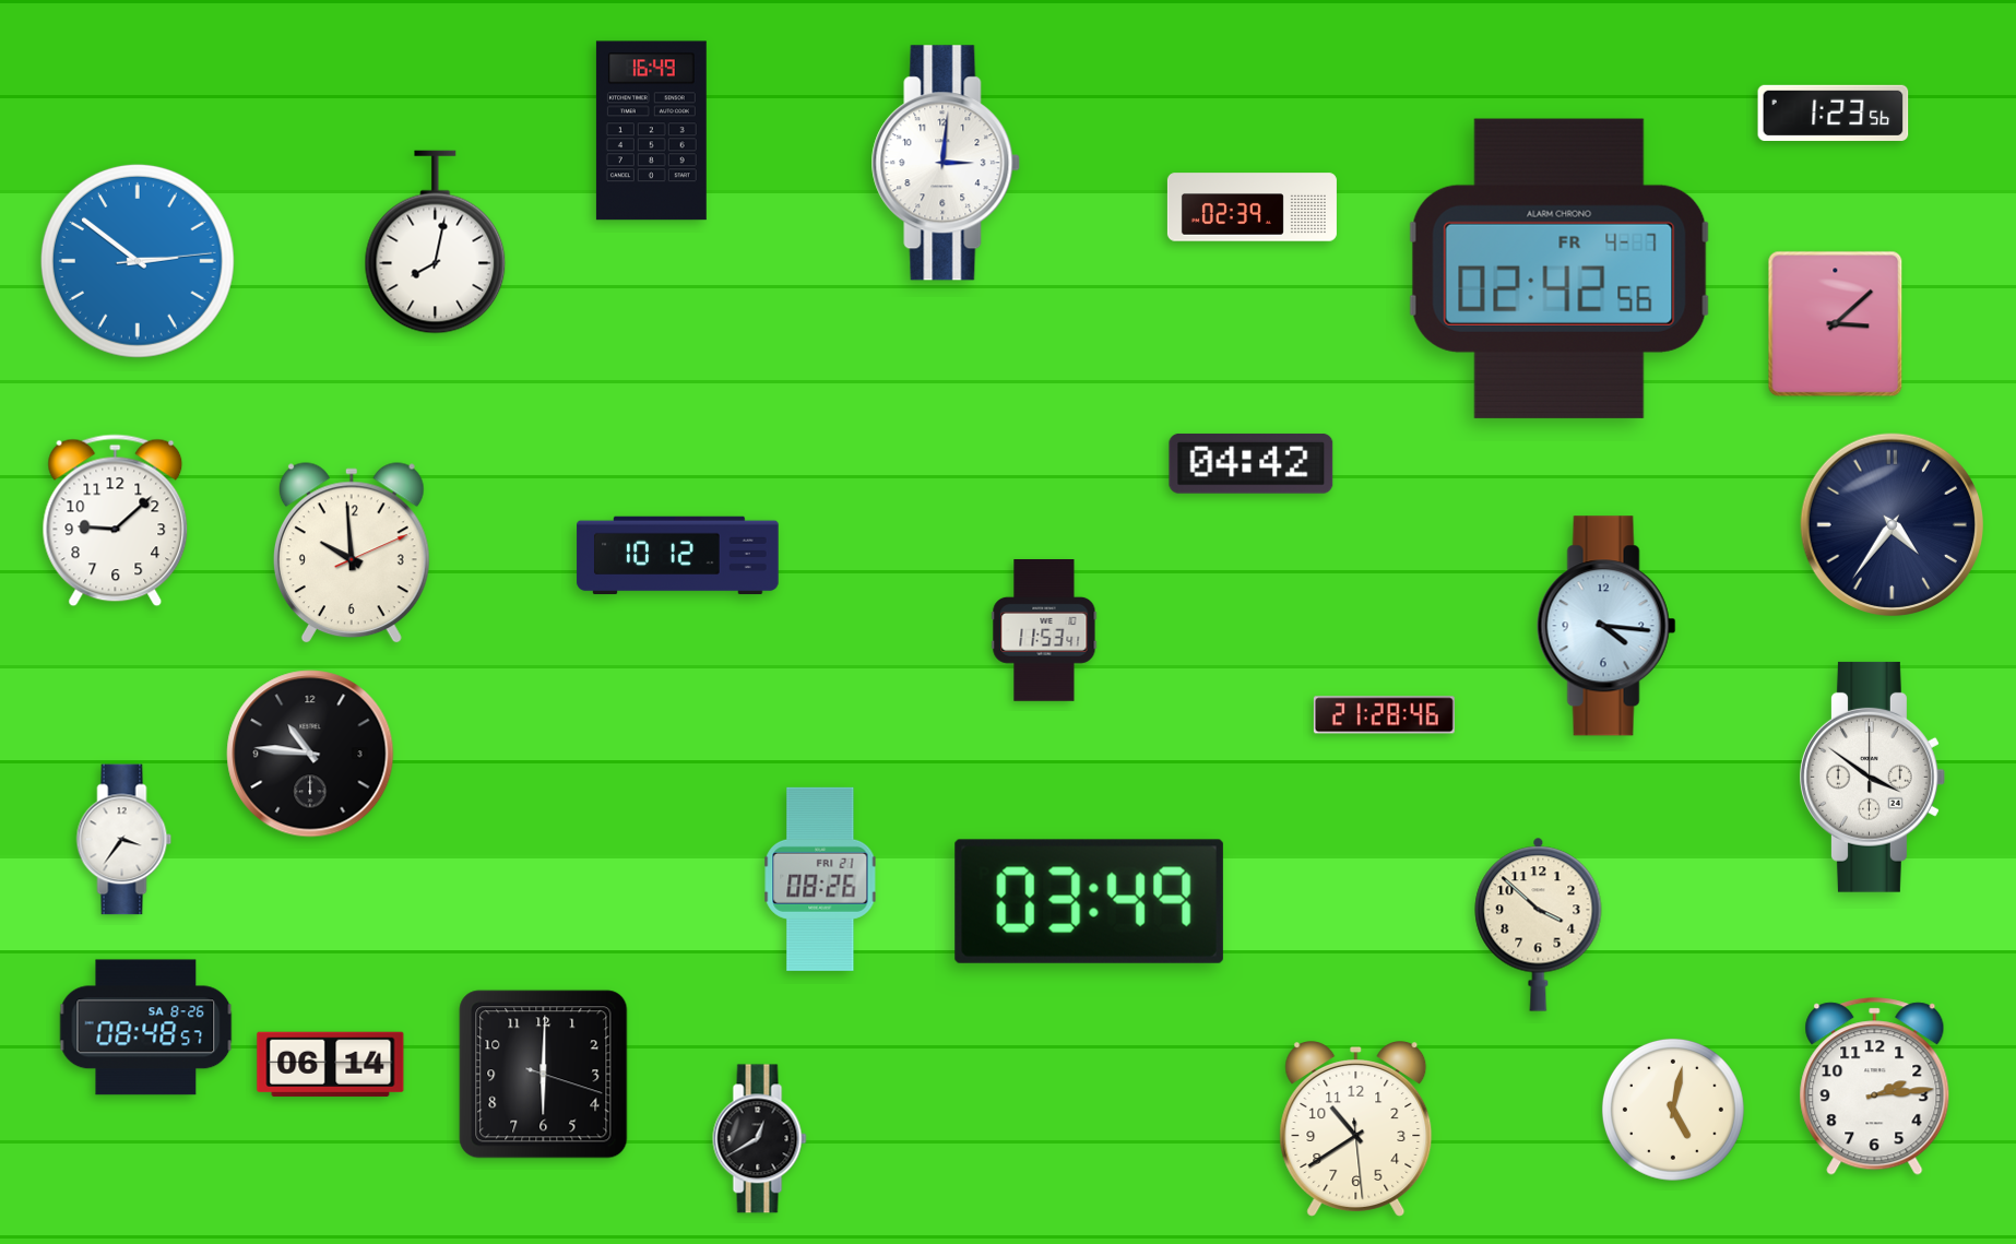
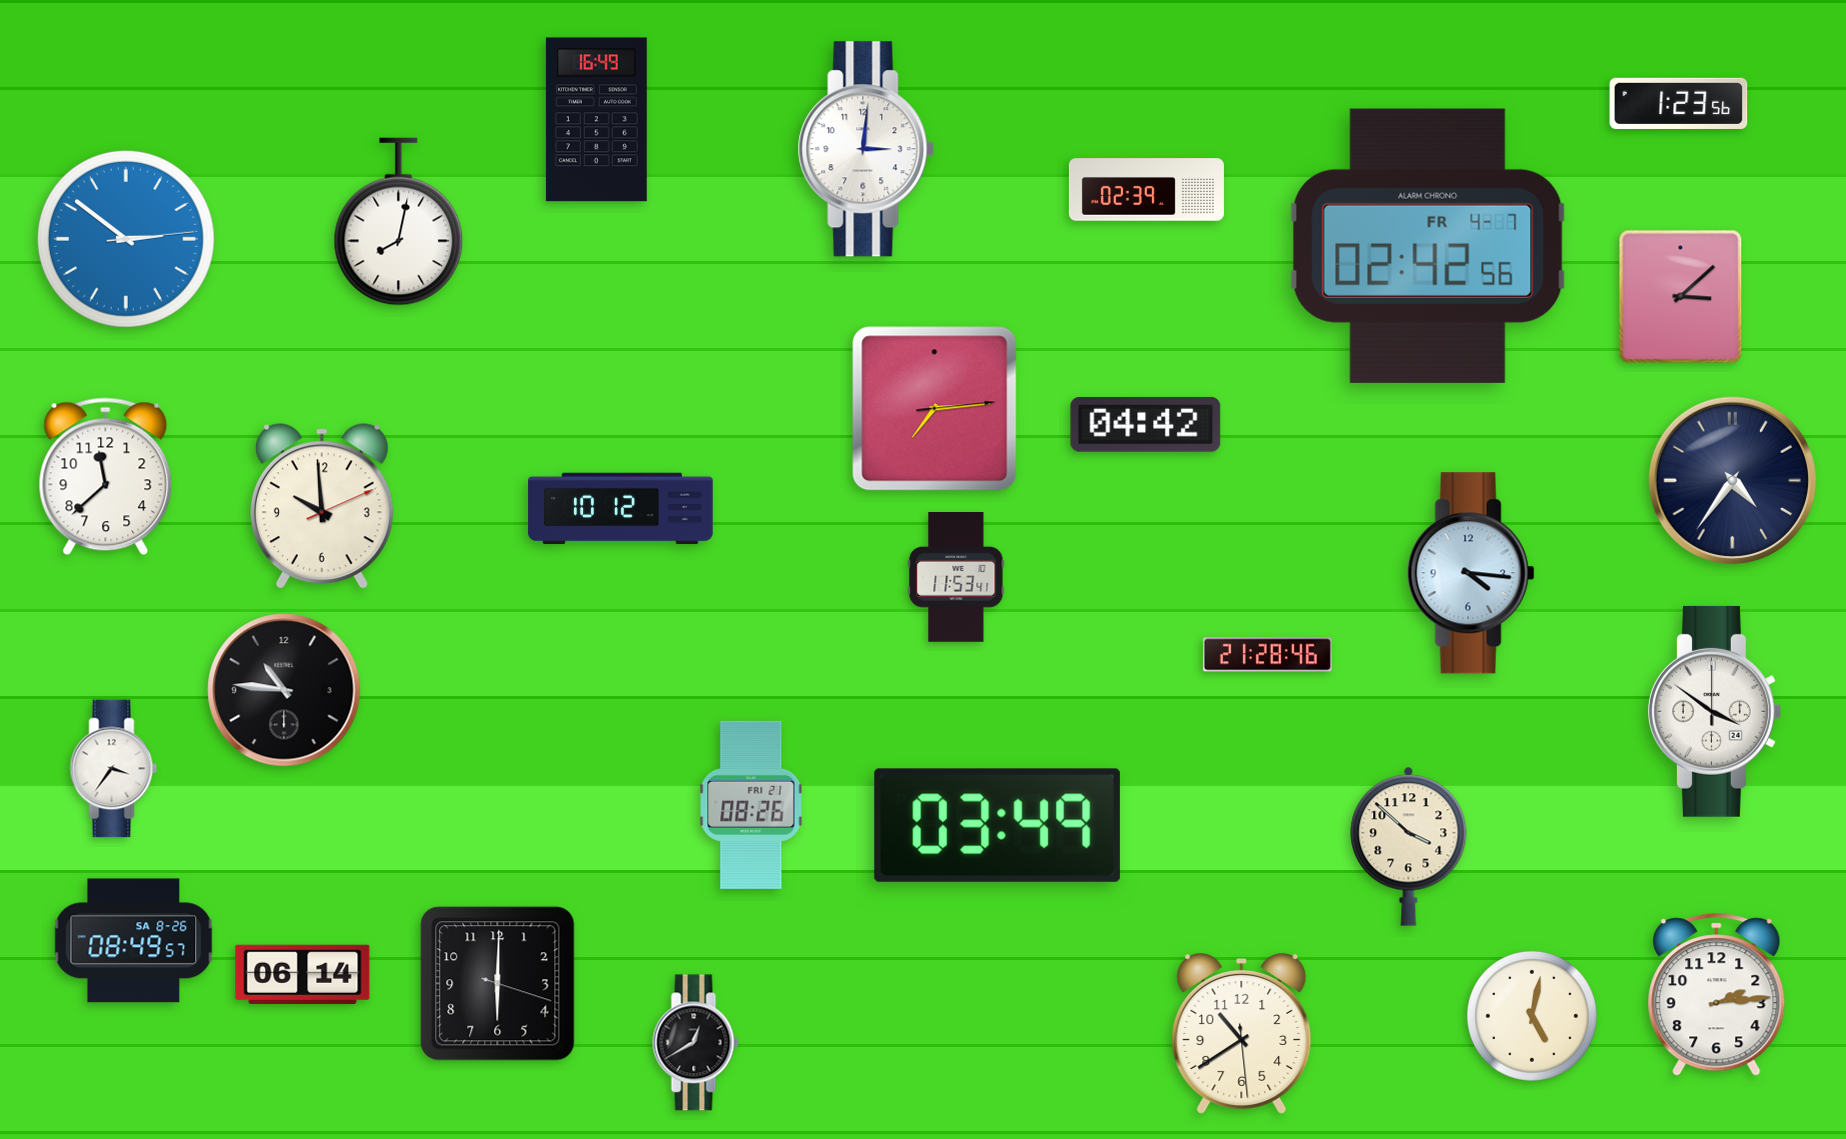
clock at (935, 409): none -> 7:14
clock at (116, 521): 9:08 -> 11:38
clock at (146, 1028): 08:48 -> 08:49
